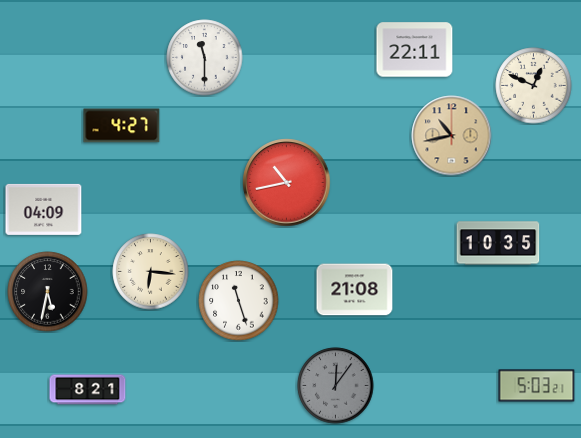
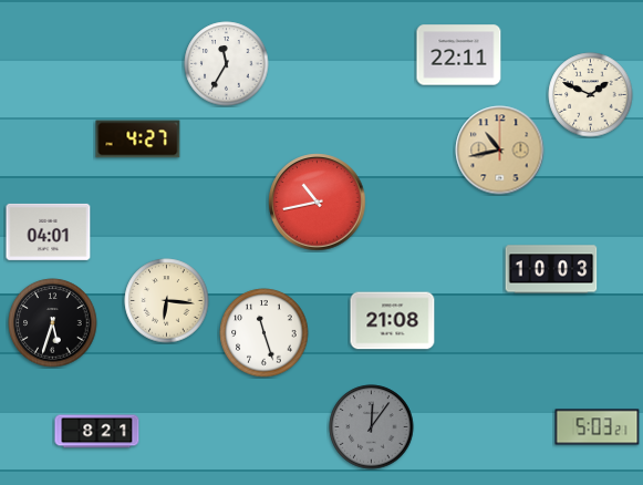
clock at (205, 58): 11:30 -> 11:35
clock at (534, 86): 12:49 -> 1:49
clock at (122, 126) position: (122, 126) -> (138, 140)
clock at (44, 209): 04:09 -> 04:01
clock at (498, 243): 10:35 -> 10:03
clock at (48, 292): 5:32 -> 5:33
clock at (537, 386) position: (537, 386) -> (598, 427)
